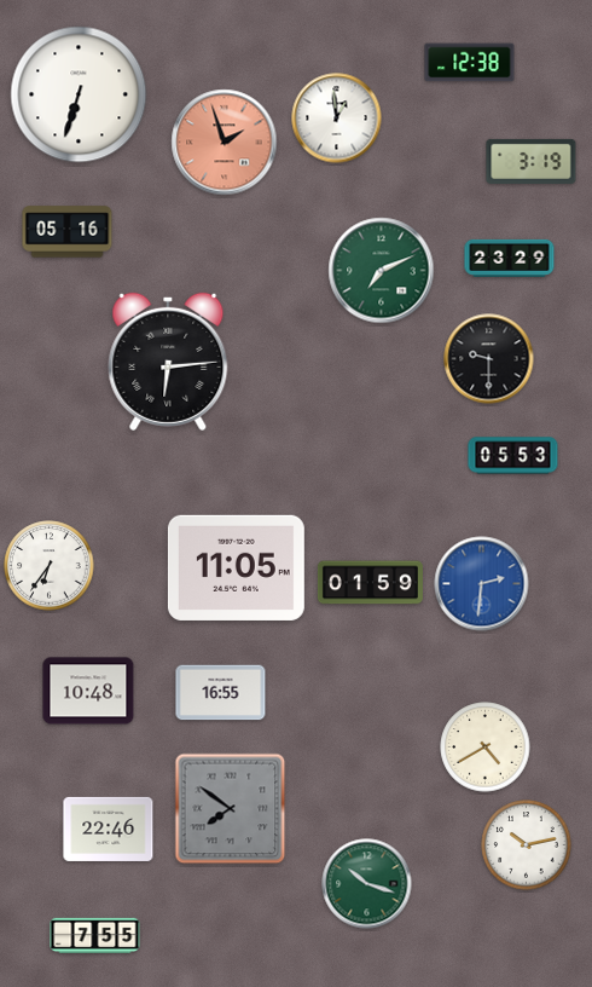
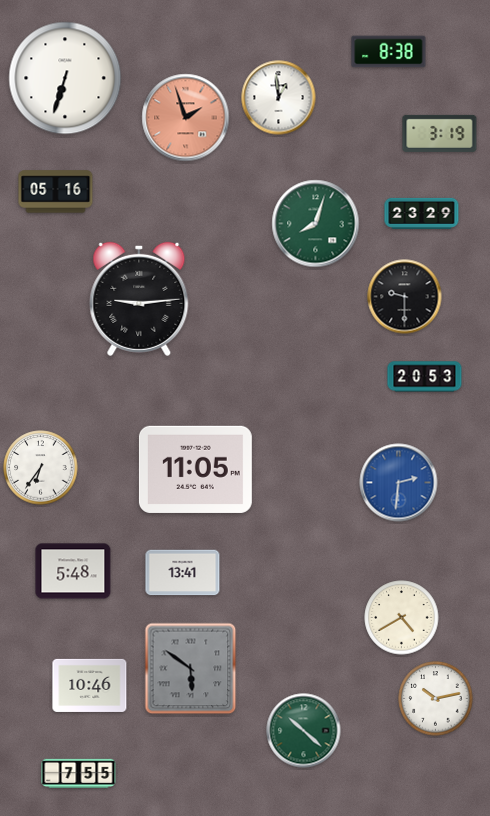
clock at (470, 63): 12:38 -> 8:38
clock at (382, 271): 7:11 -> 8:03
clock at (168, 362): 6:14 -> 9:14
clock at (513, 456): 05:53 -> 20:53
clock at (370, 583): 01:59 -> none
clock at (88, 691): 10:48 -> 5:48
clock at (221, 693): 16:55 -> 13:41
clock at (231, 809): 7:51 -> 5:51
clock at (109, 829): 22:46 -> 10:46
clock at (367, 884): 10:18 -> 10:22
